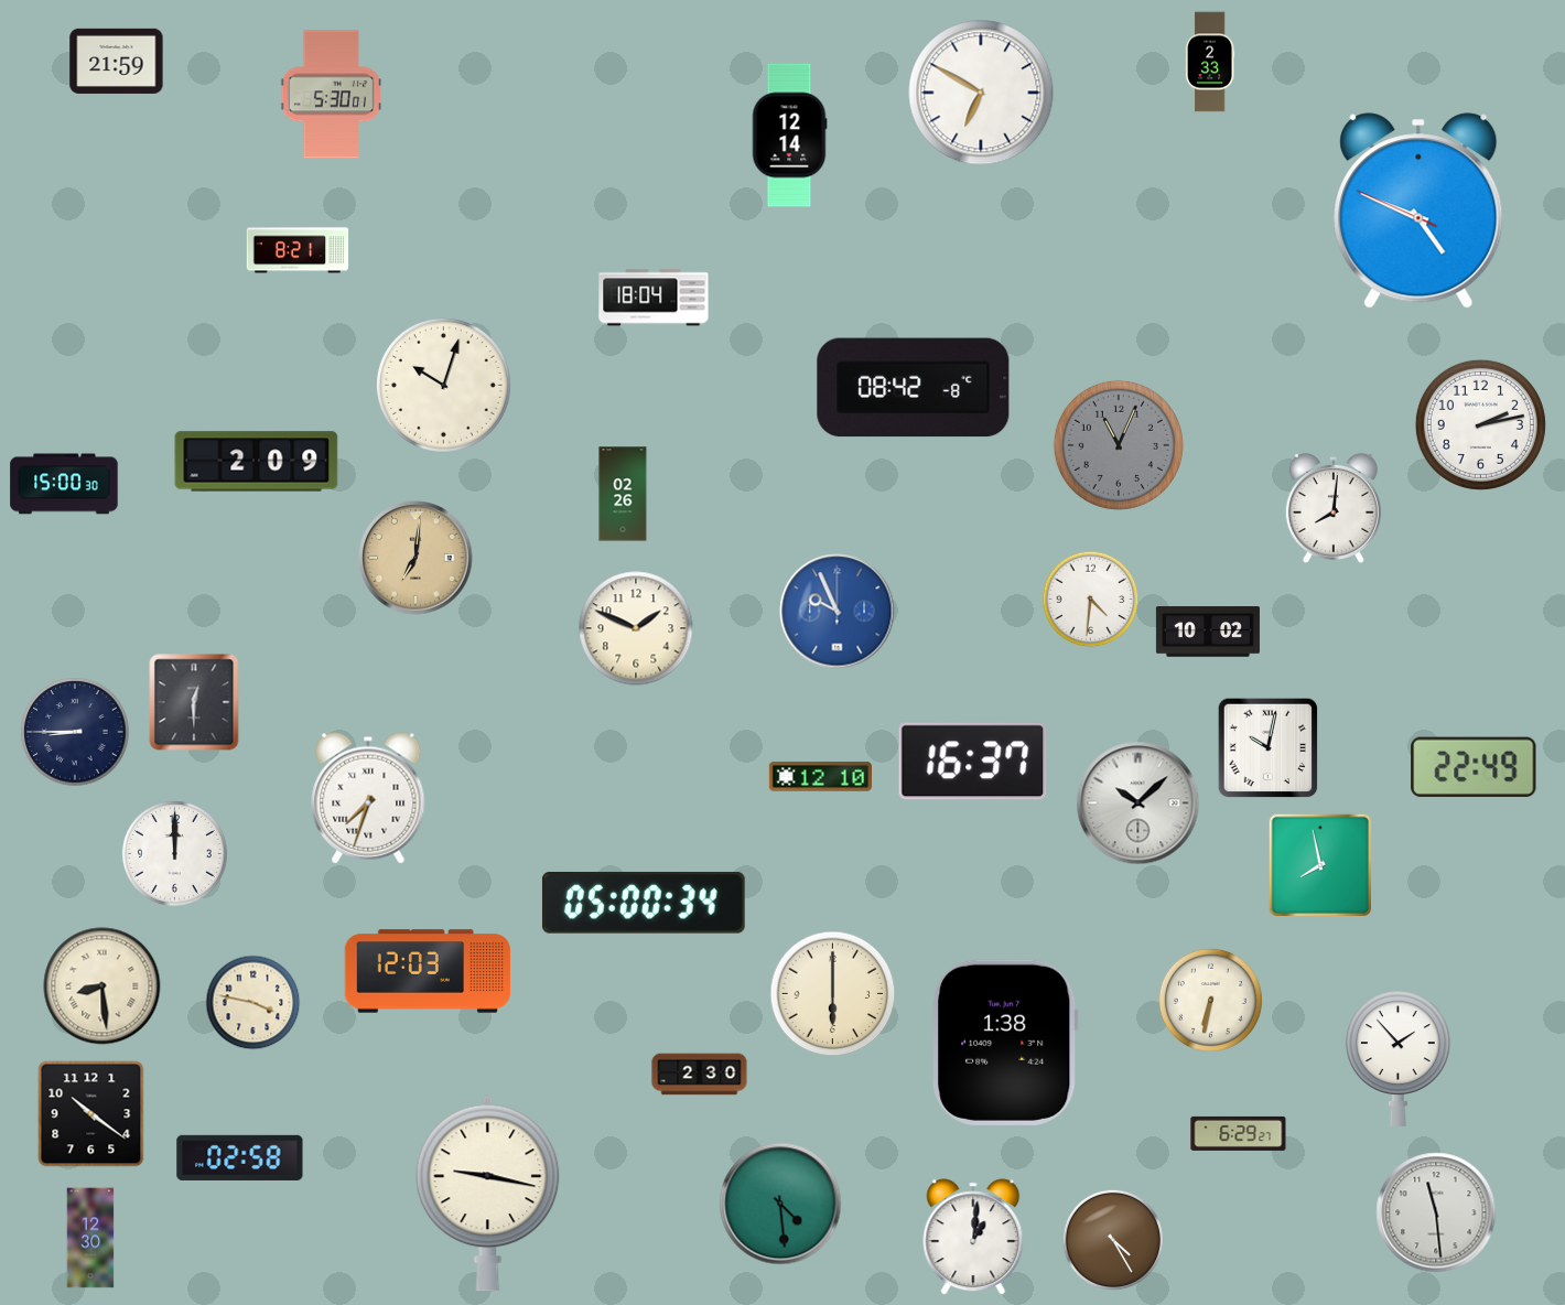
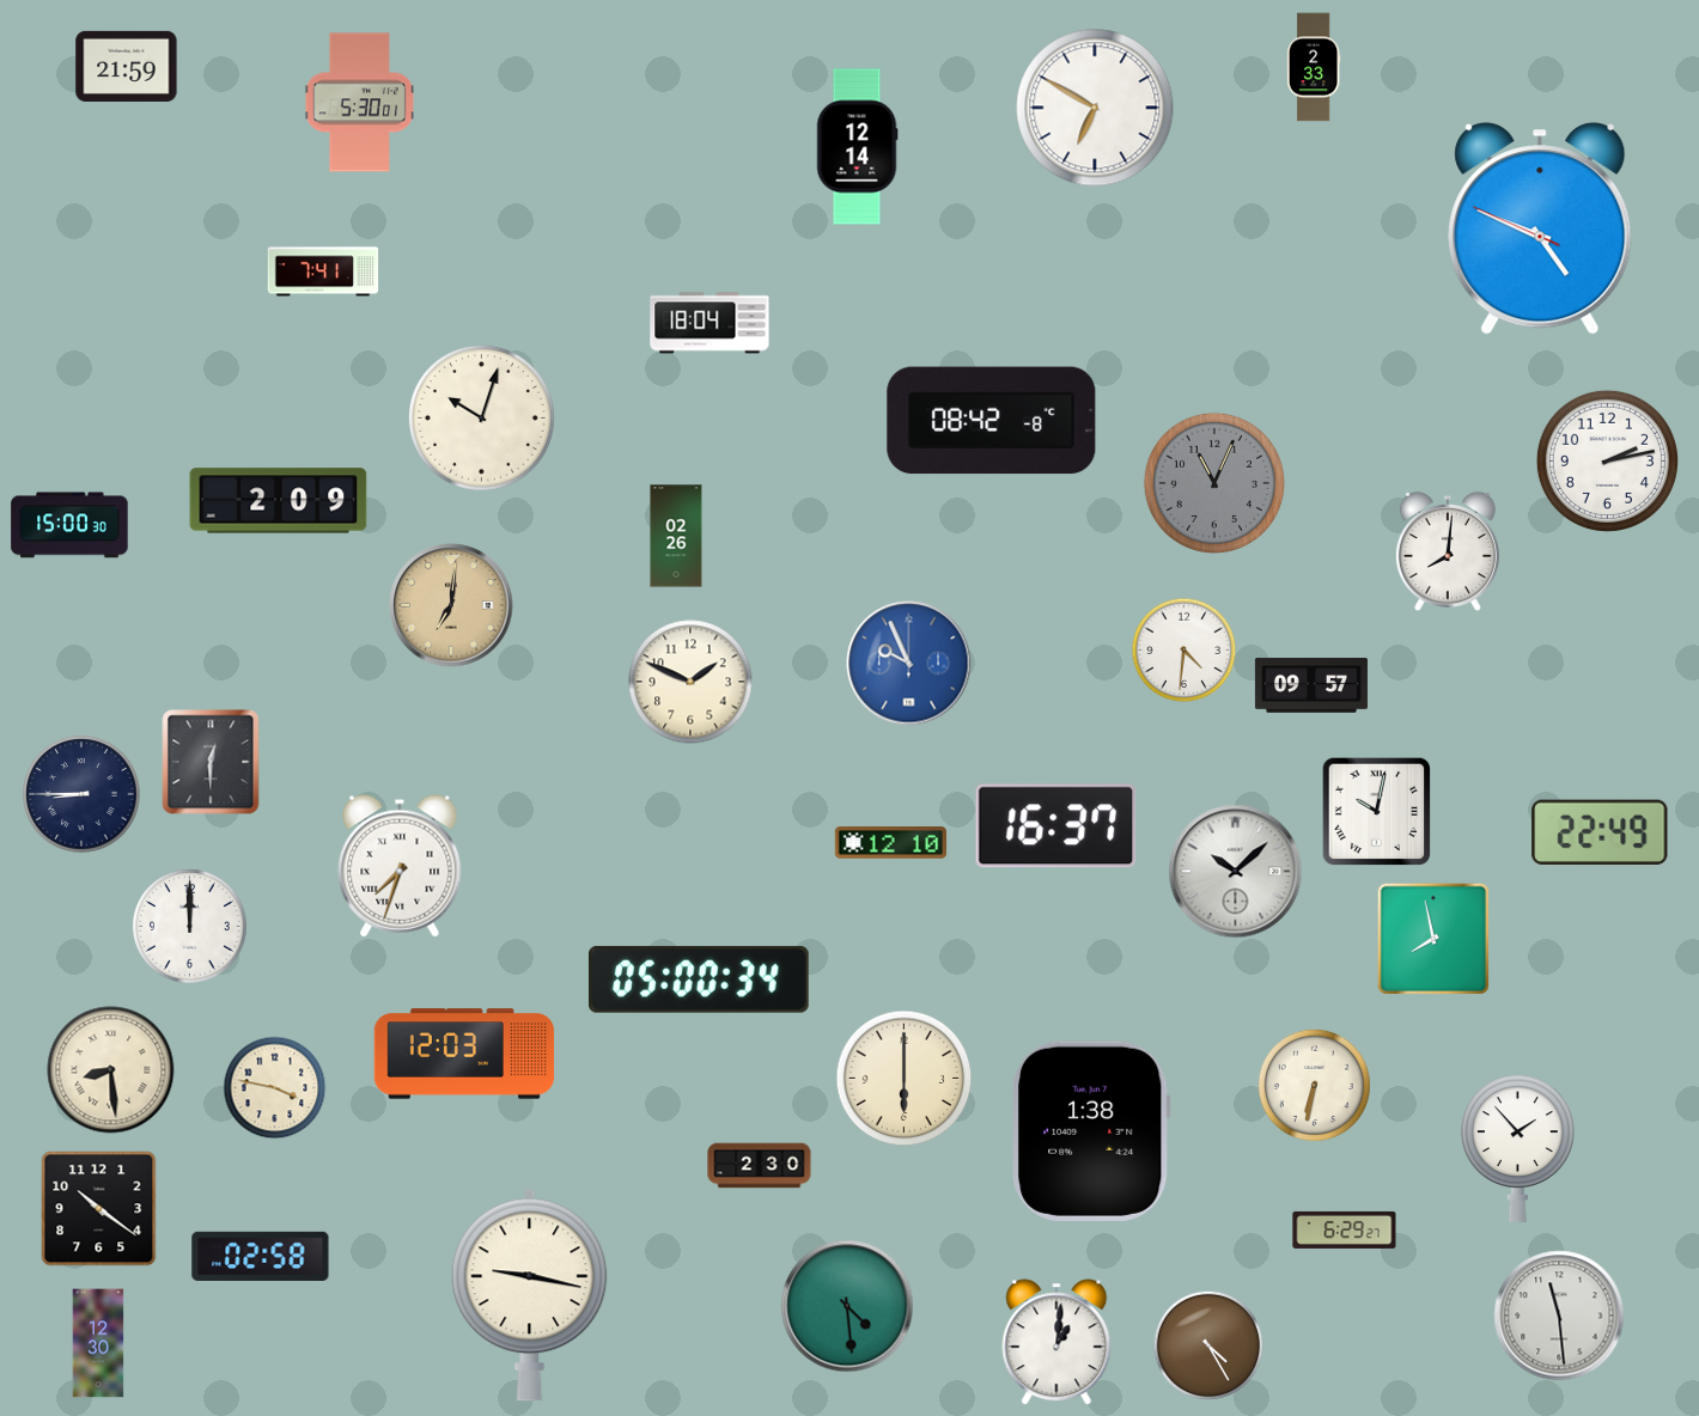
clock at (981, 93) position: (981, 93) -> (1095, 108)
clock at (298, 250): 8:21 -> 7:41
clock at (1208, 632): 10:02 -> 09:57
